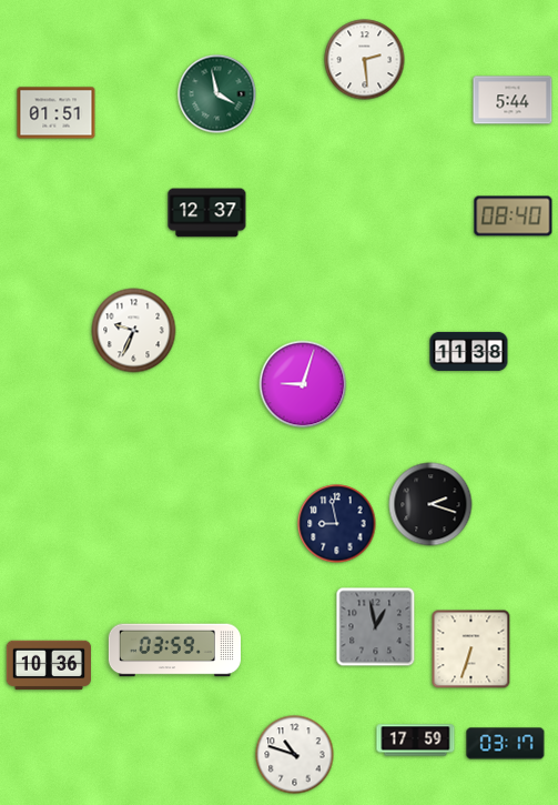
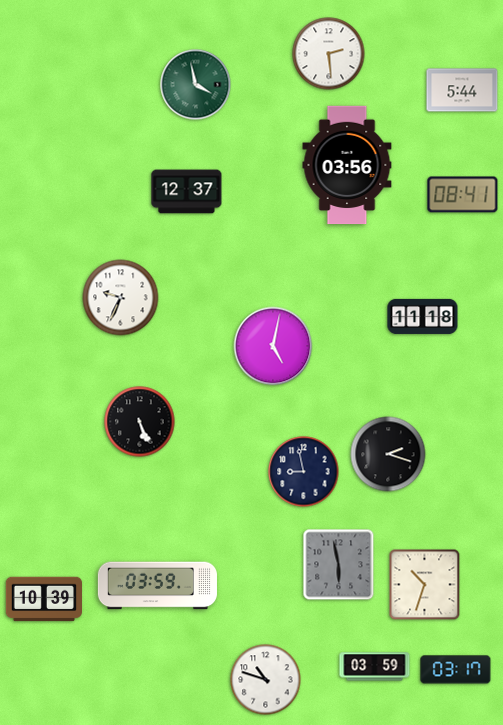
clock at (57, 113): 01:51 -> none
clock at (347, 165): none -> 03:56
clock at (514, 217): 08:40 -> 08:41
clock at (469, 351): 11:38 -> 11:18
clock at (303, 384): 9:03 -> 5:02
clock at (140, 422): none -> 5:26
clock at (376, 627): 12:58 -> 5:58
clock at (471, 650): 6:33 -> 10:33
clock at (48, 665): 10:36 -> 10:39
clock at (416, 741): 17:59 -> 03:59
